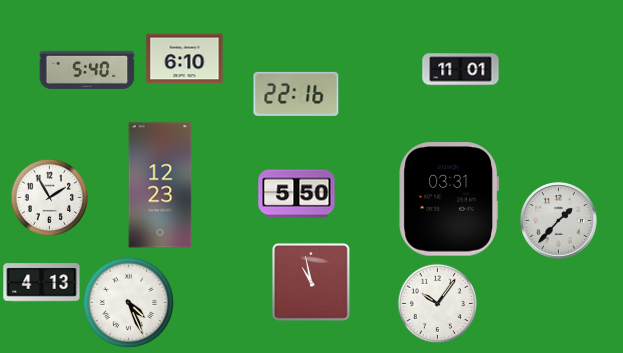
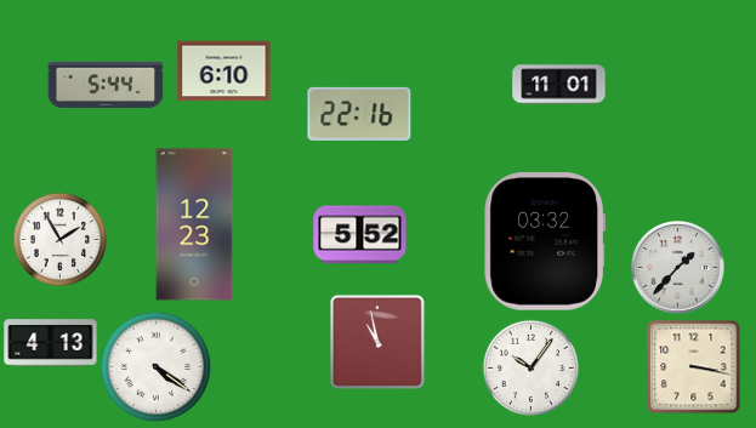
clock at (87, 70): 5:40 -> 5:44
clock at (297, 194): 5:50 -> 5:52
clock at (448, 199): 03:31 -> 03:32
clock at (128, 302): 4:26 -> 4:21
clock at (693, 366): none -> 3:17
